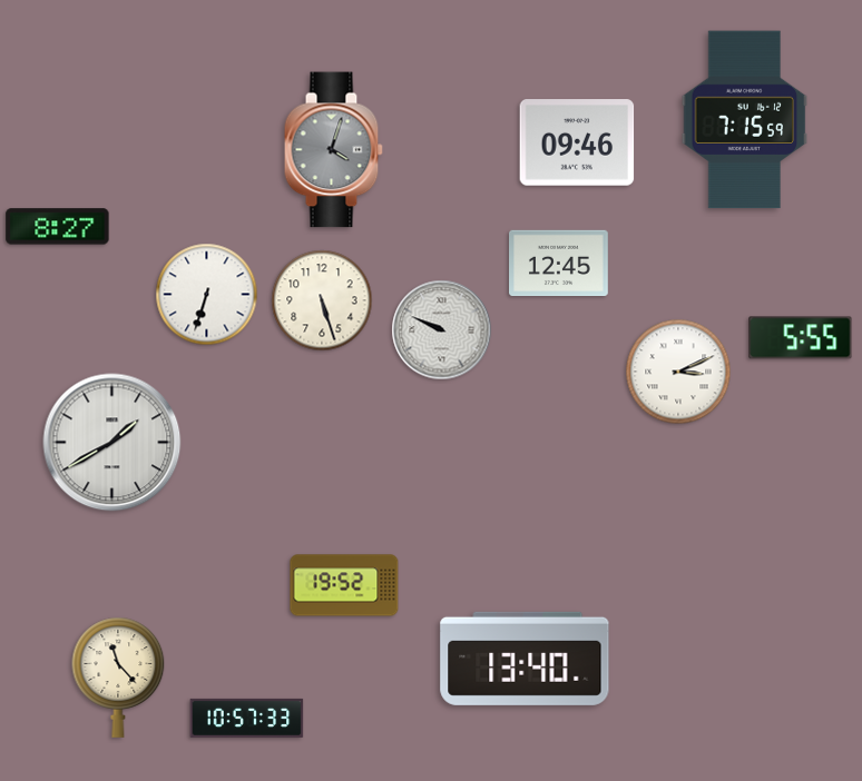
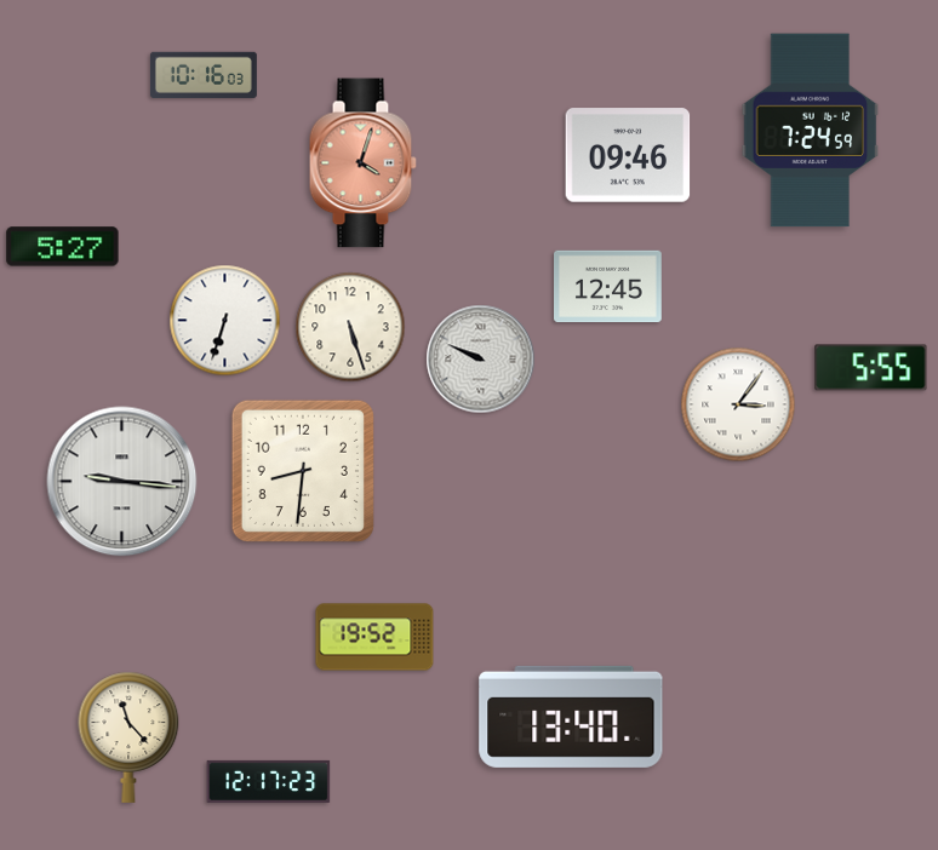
clock at (204, 75): none -> 10:16
clock at (745, 120): 7:15 -> 7:24
clock at (333, 150) dial: grey -> salmon
clock at (58, 227): 8:27 -> 5:27
clock at (678, 372): 3:11 -> 3:06
clock at (303, 471): none -> 8:31
clock at (112, 443): 1:40 -> 9:16
clock at (247, 718): 10:57 -> 12:17
